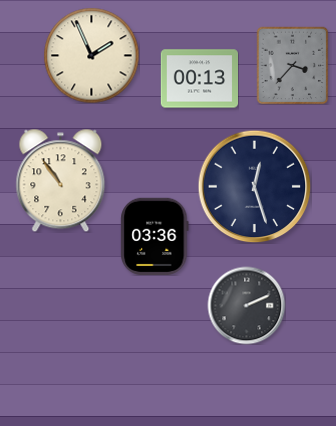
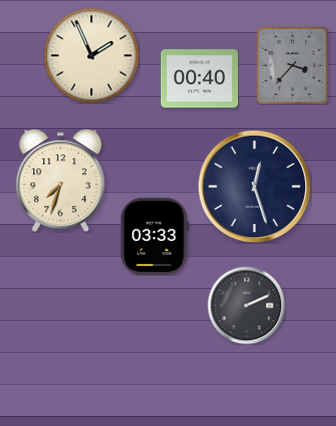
clock at (199, 79): 00:13 -> 00:40
clock at (61, 180): 10:54 -> 7:33
clock at (155, 236): 03:36 -> 03:33
